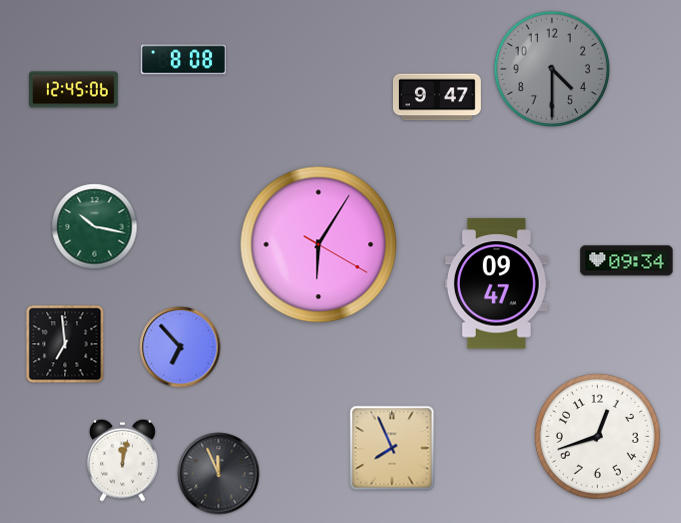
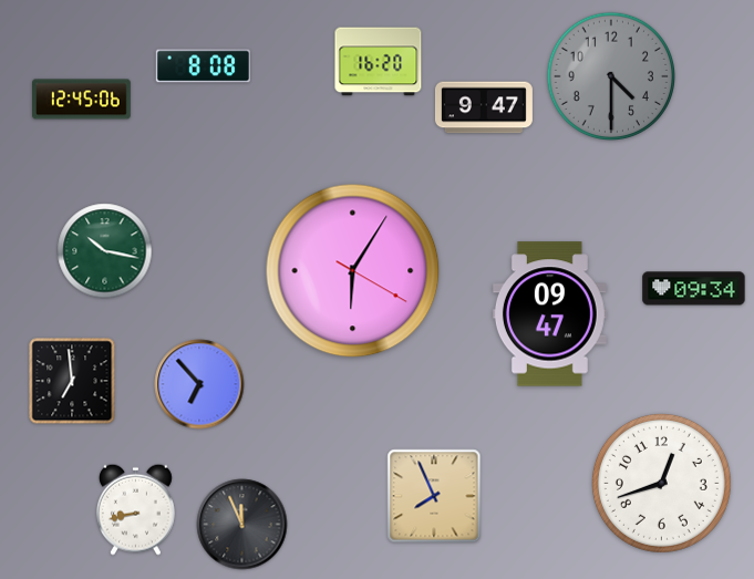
clock at (379, 62): none -> 16:20
clock at (122, 460): 12:02 -> 8:43
